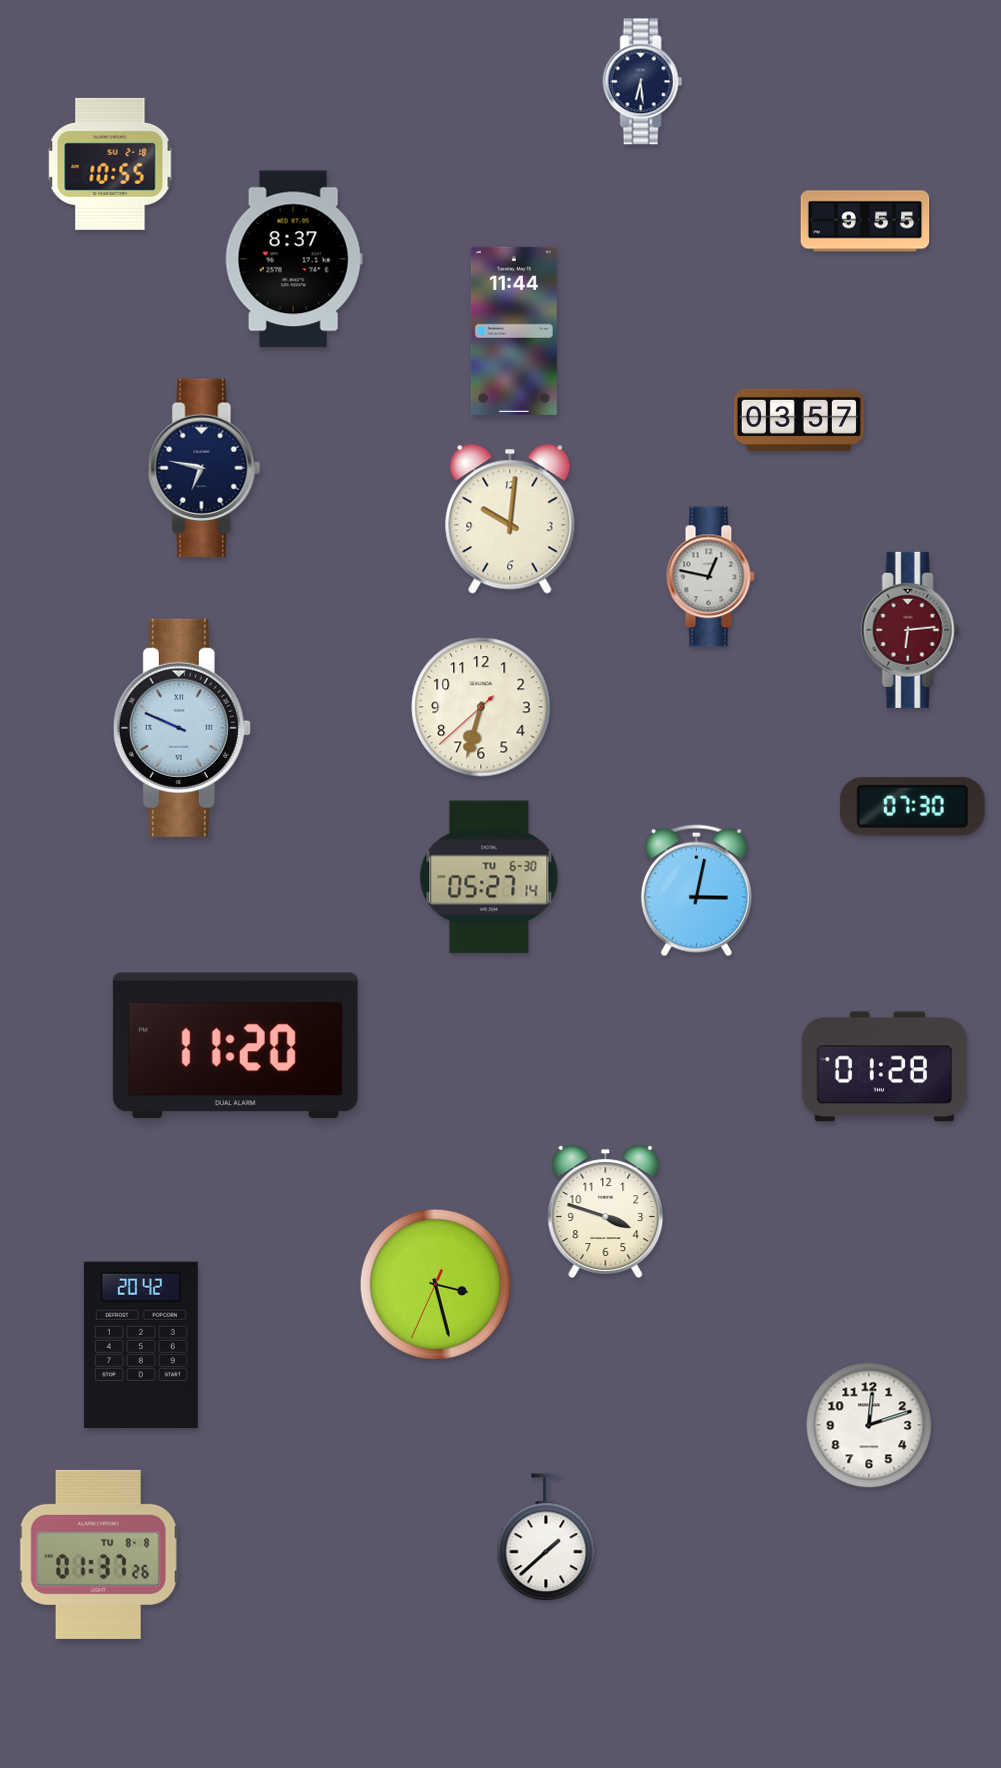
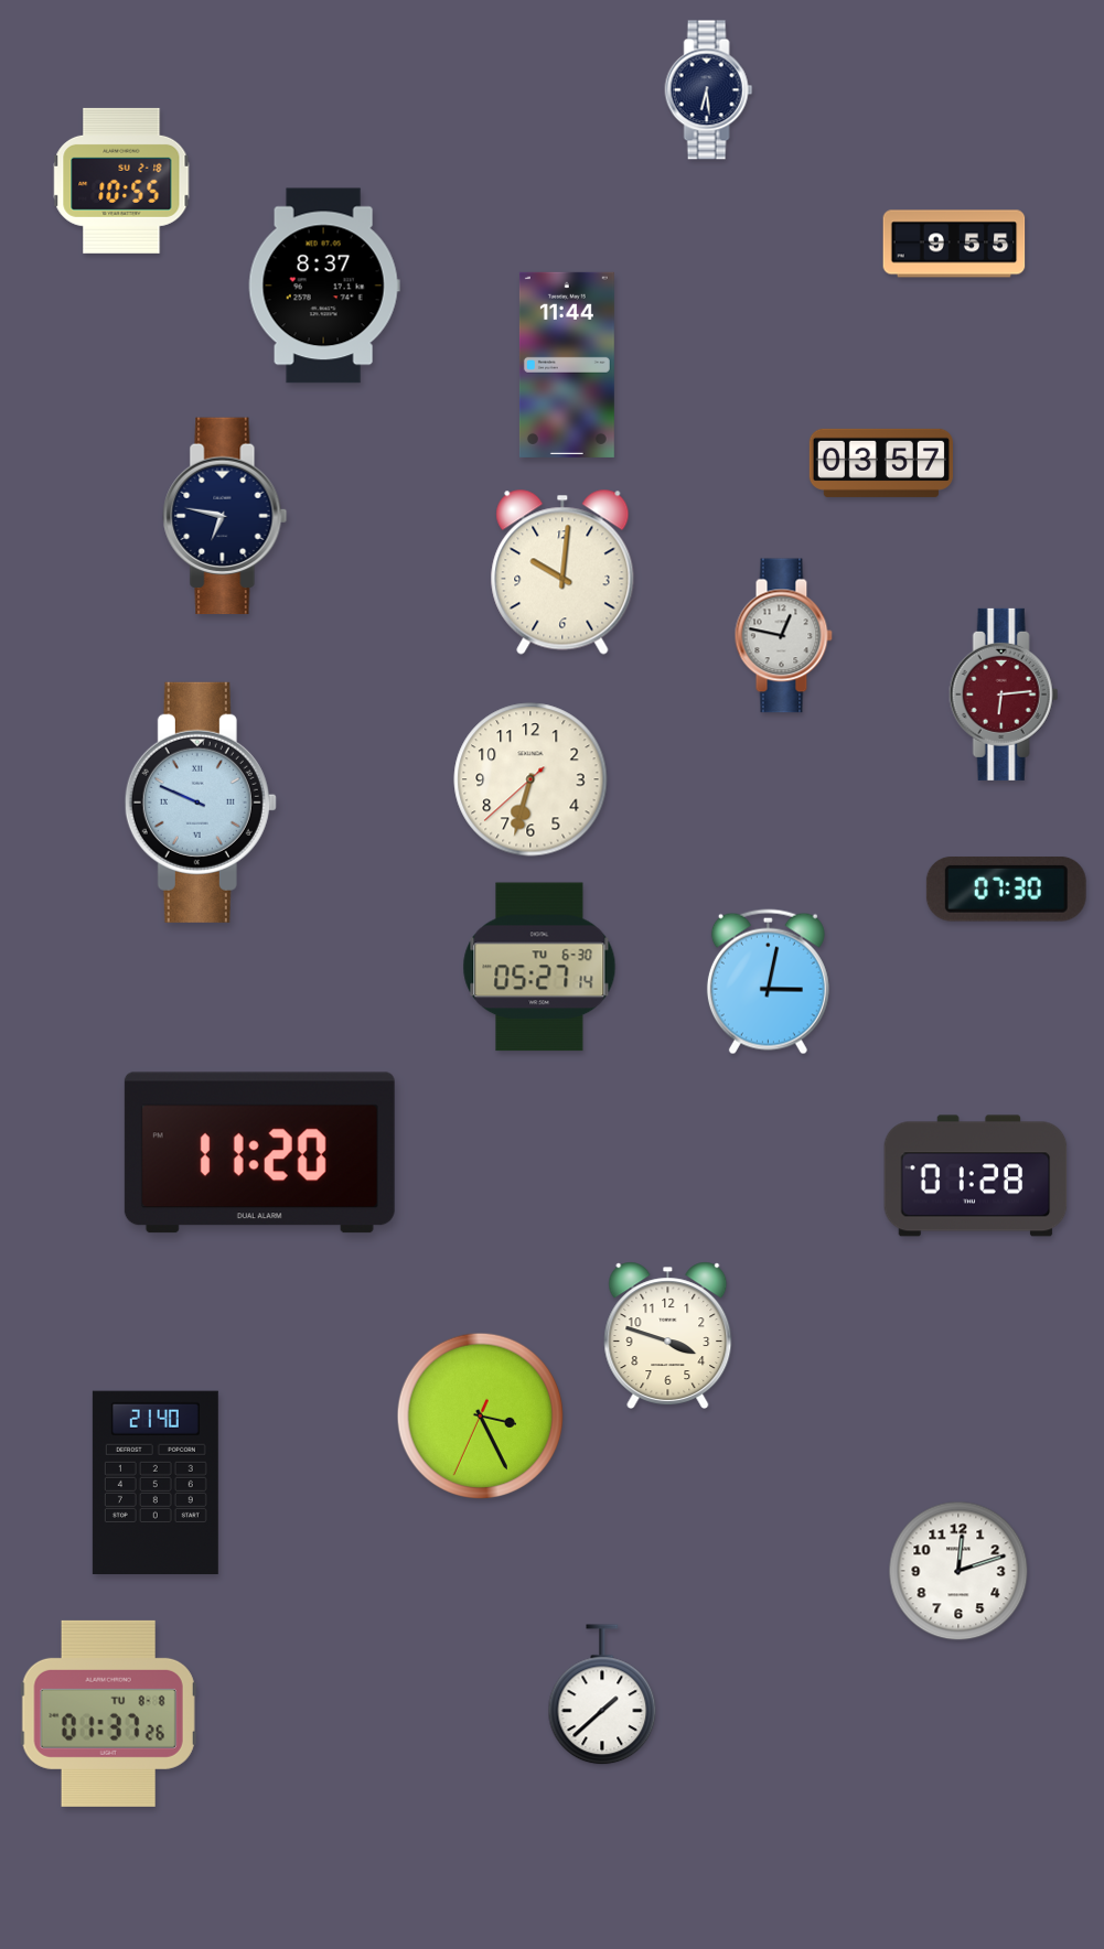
clock at (435, 1284): 3:27 -> 3:25
clock at (141, 1345): 20:42 -> 21:40
